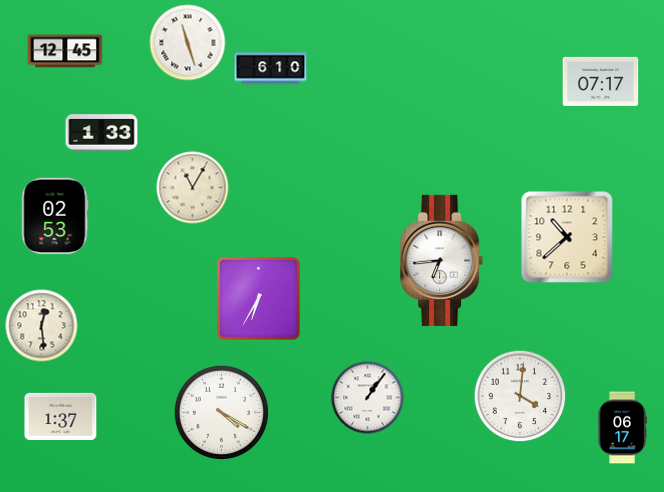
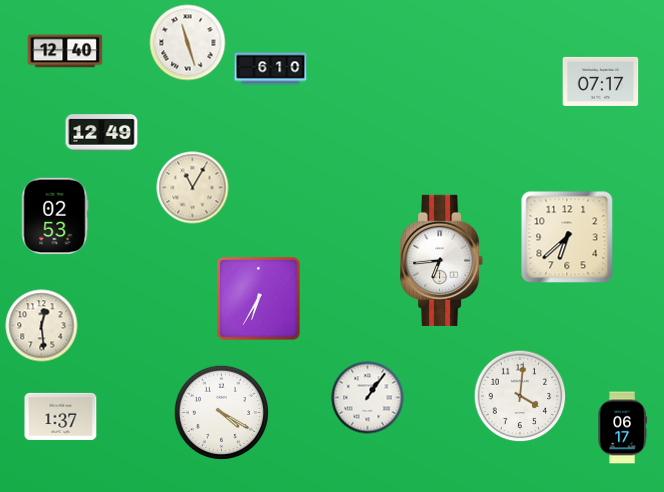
clock at (65, 51): 12:45 -> 12:40
clock at (102, 133): 1:33 -> 12:49
clock at (567, 237): 10:38 -> 6:38
